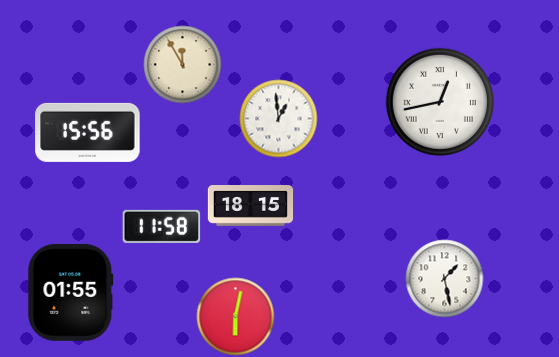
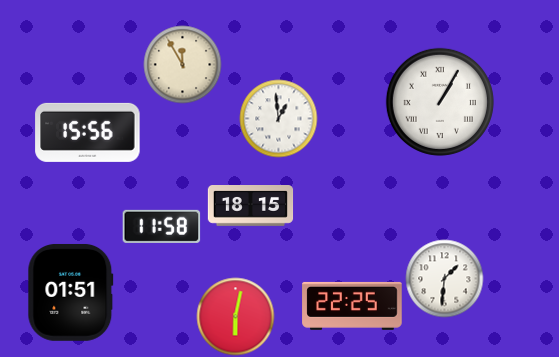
clock at (440, 102): 12:43 -> 1:05
clock at (444, 278): 1:28 -> 1:31
clock at (71, 293): 01:55 -> 01:51
clock at (352, 306): none -> 22:25
